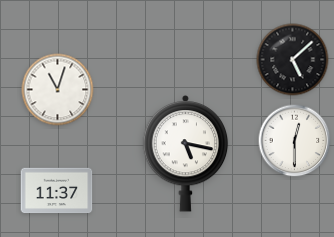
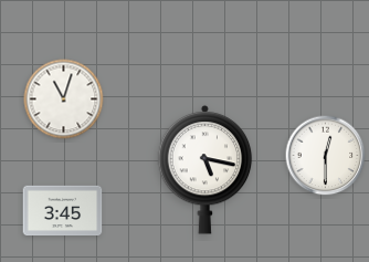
clock at (293, 60): 5:08 -> none
clock at (57, 191): 11:37 -> 3:45
